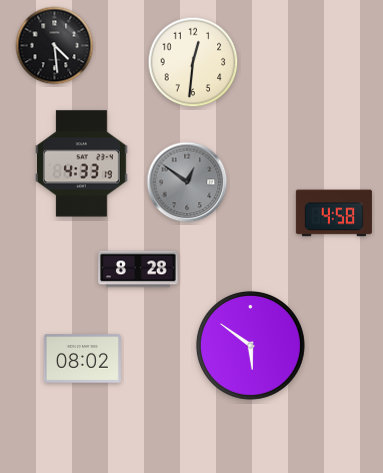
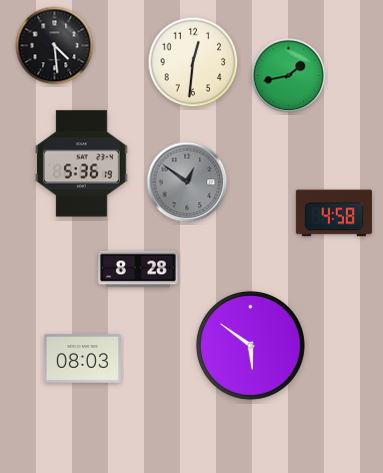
clock at (289, 76): none -> 1:43
clock at (82, 164): 4:33 -> 5:36
clock at (82, 359): 08:02 -> 08:03
